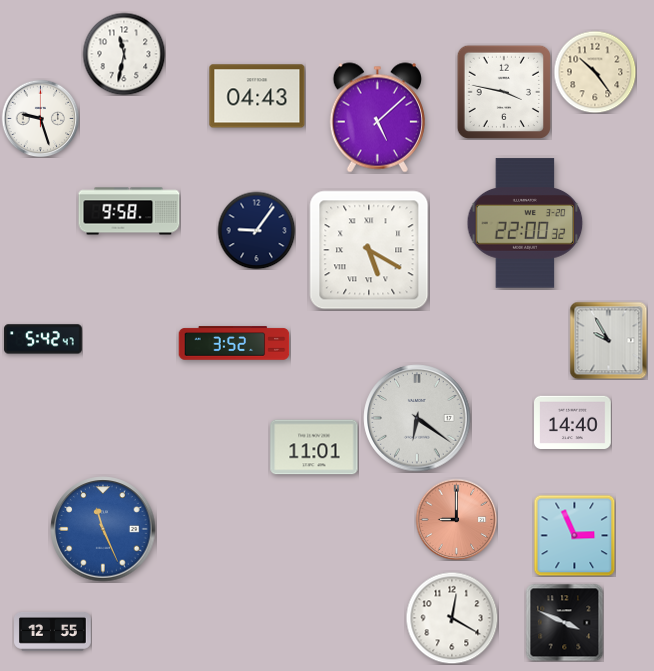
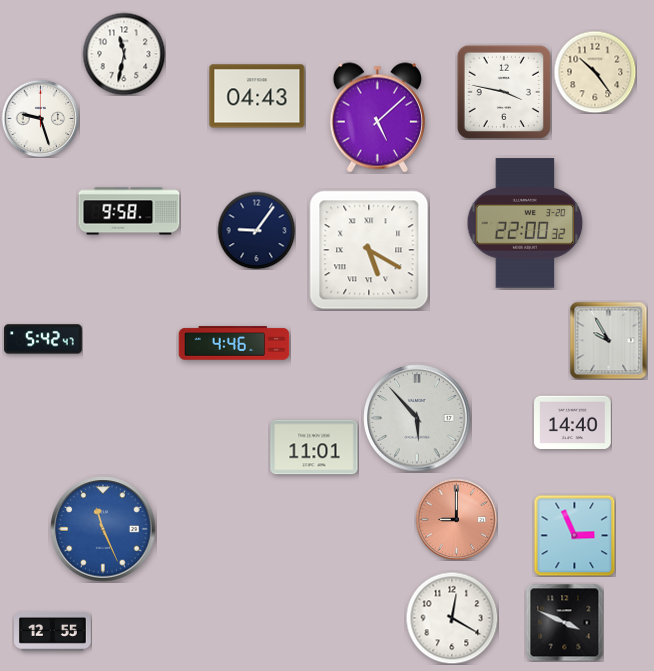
clock at (234, 343): 3:52 -> 4:46
clock at (417, 418): 6:21 -> 5:53
